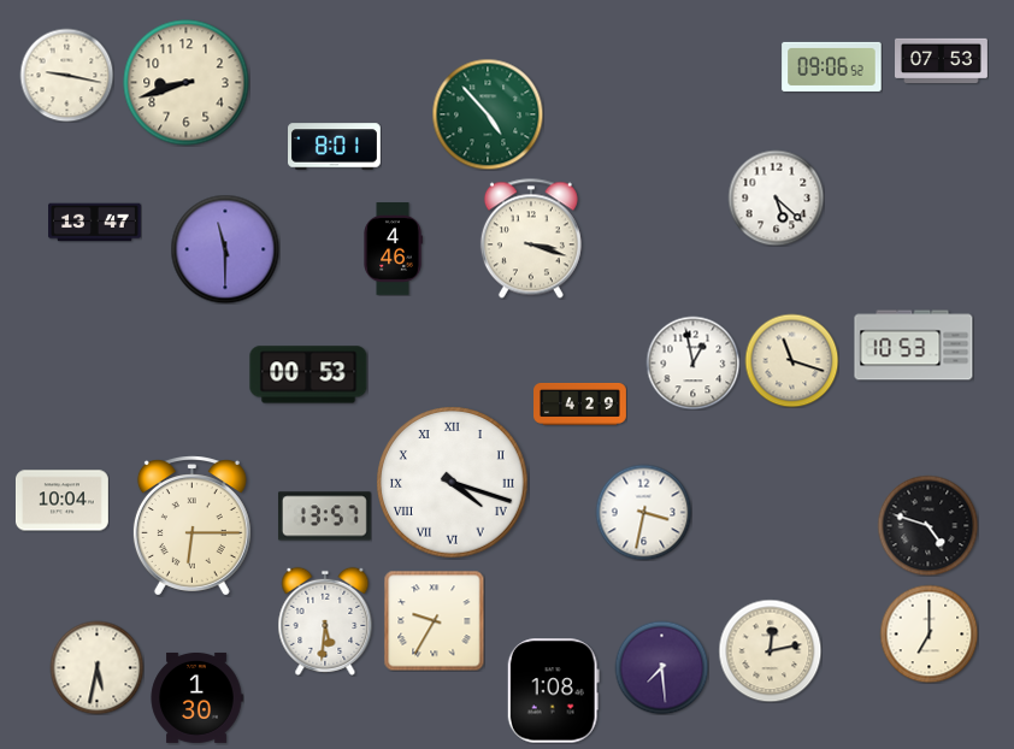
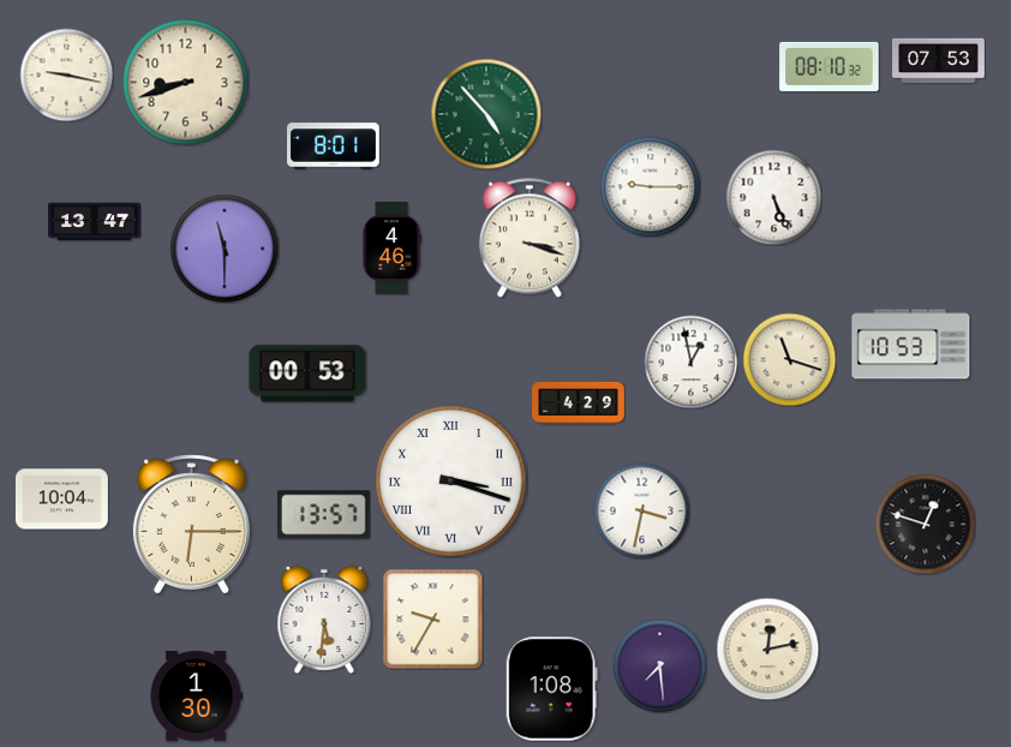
clock at (832, 66): 09:06 -> 08:10
clock at (650, 186): none -> 9:15
clock at (776, 197): 5:22 -> 5:26
clock at (453, 483): 4:18 -> 3:18
clock at (927, 525): 4:48 -> 12:48
clock at (928, 633): 7:00 -> none
clock at (96, 667): 5:32 -> none
